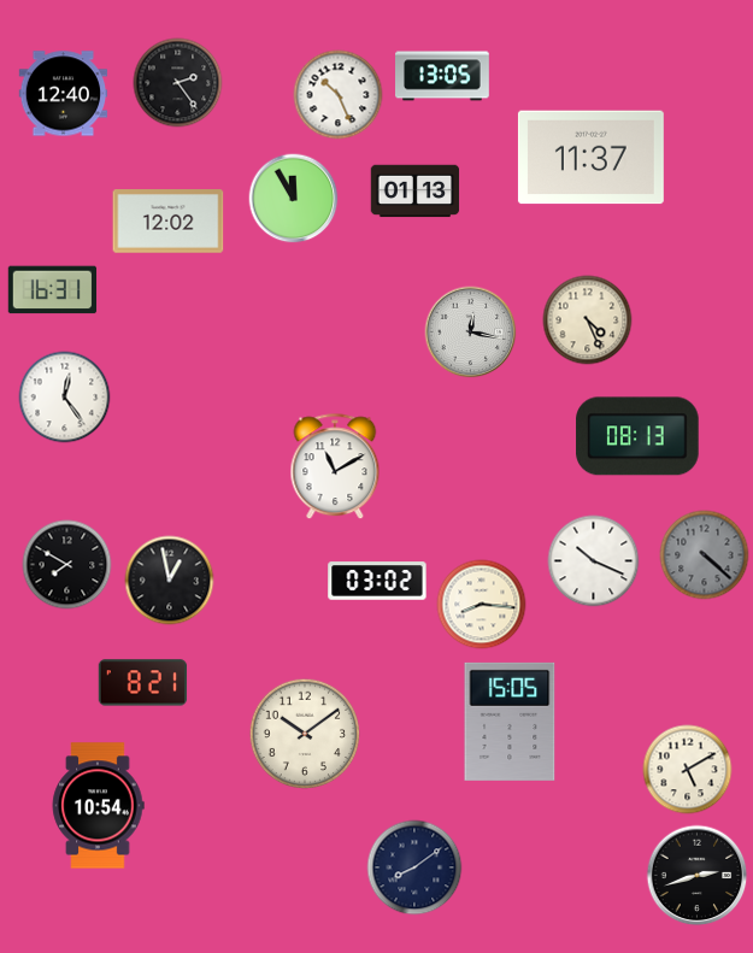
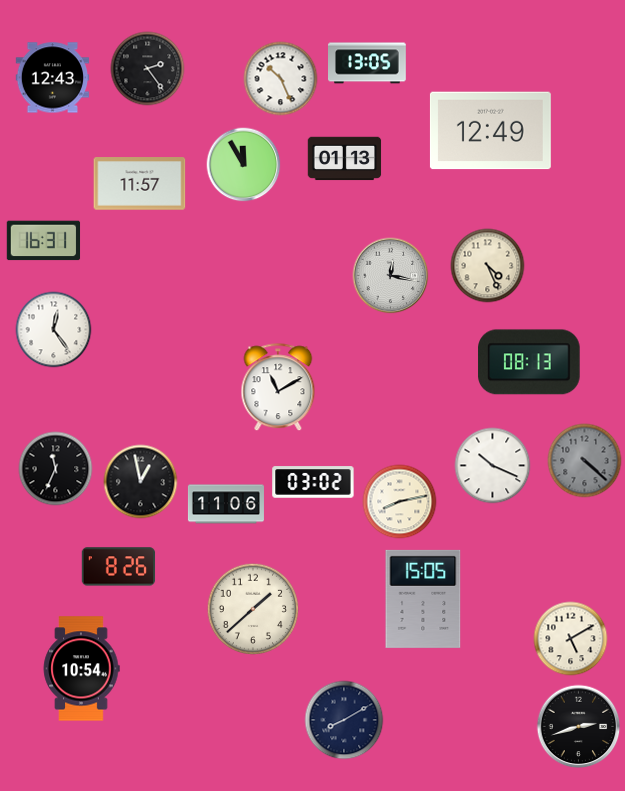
clock at (64, 94): 12:40 -> 12:43
clock at (590, 158): 11:37 -> 12:49
clock at (169, 222): 12:02 -> 11:57
clock at (67, 565): 7:50 -> 11:34
clock at (482, 605): 8:16 -> 8:13
clock at (226, 504): none -> 11:06
clock at (143, 683): 8:21 -> 8:26
clock at (305, 734): 10:09 -> 1:38
clock at (414, 867): 8:09 -> 8:10
